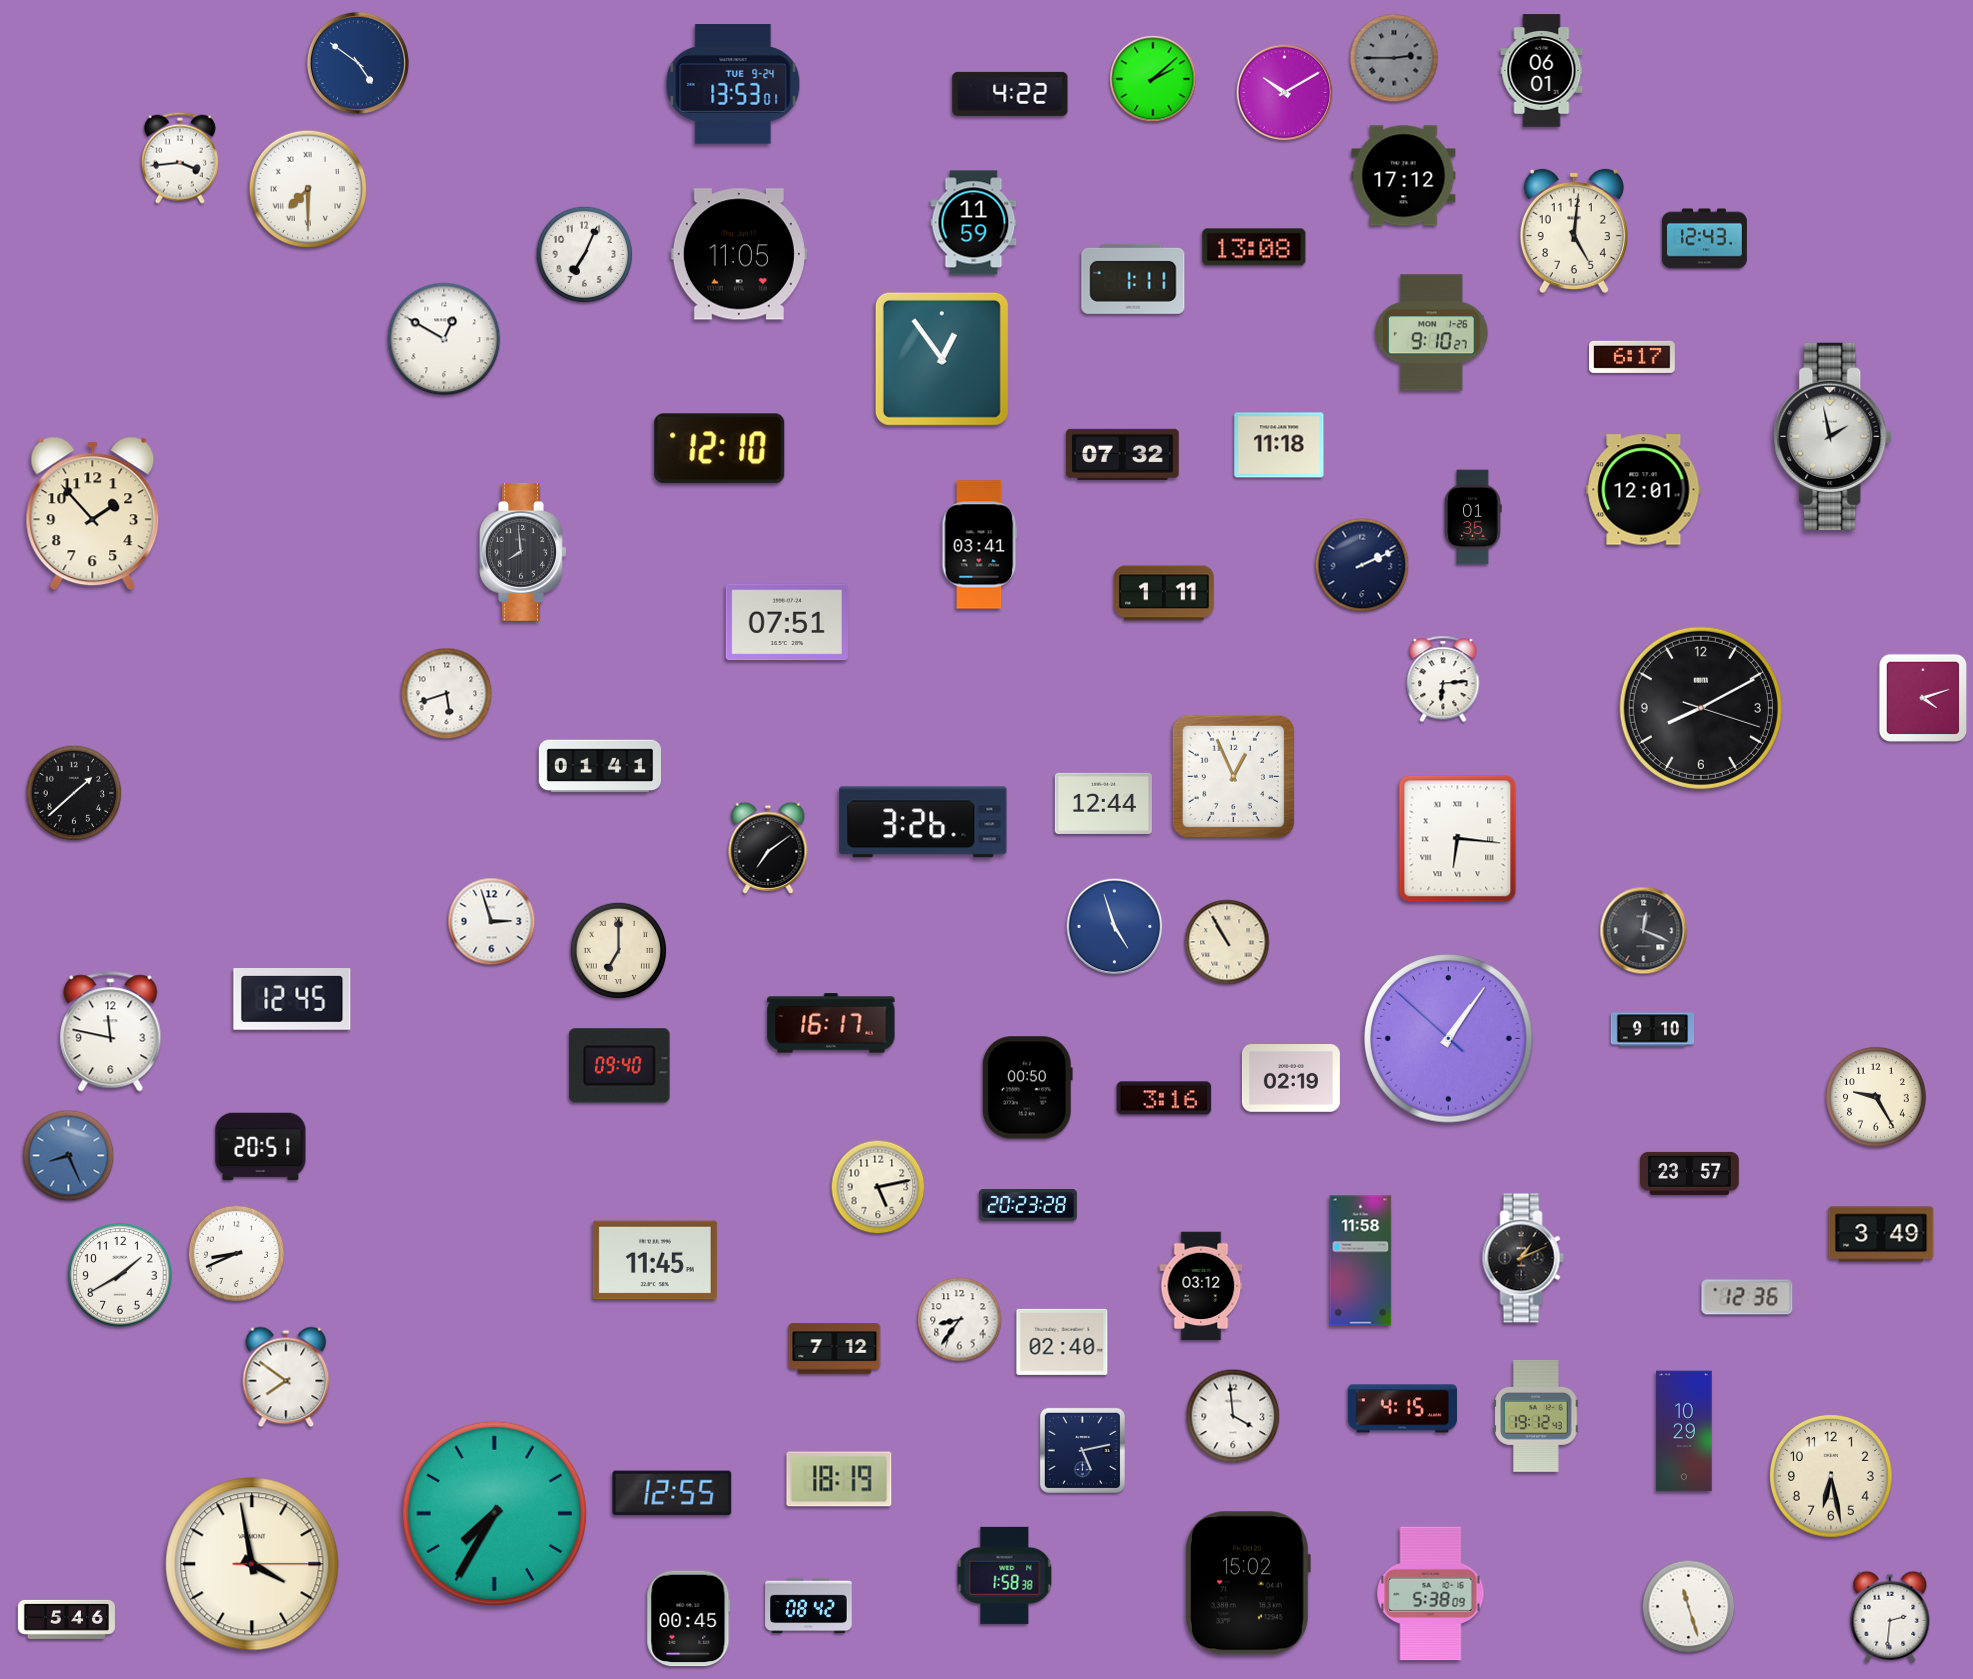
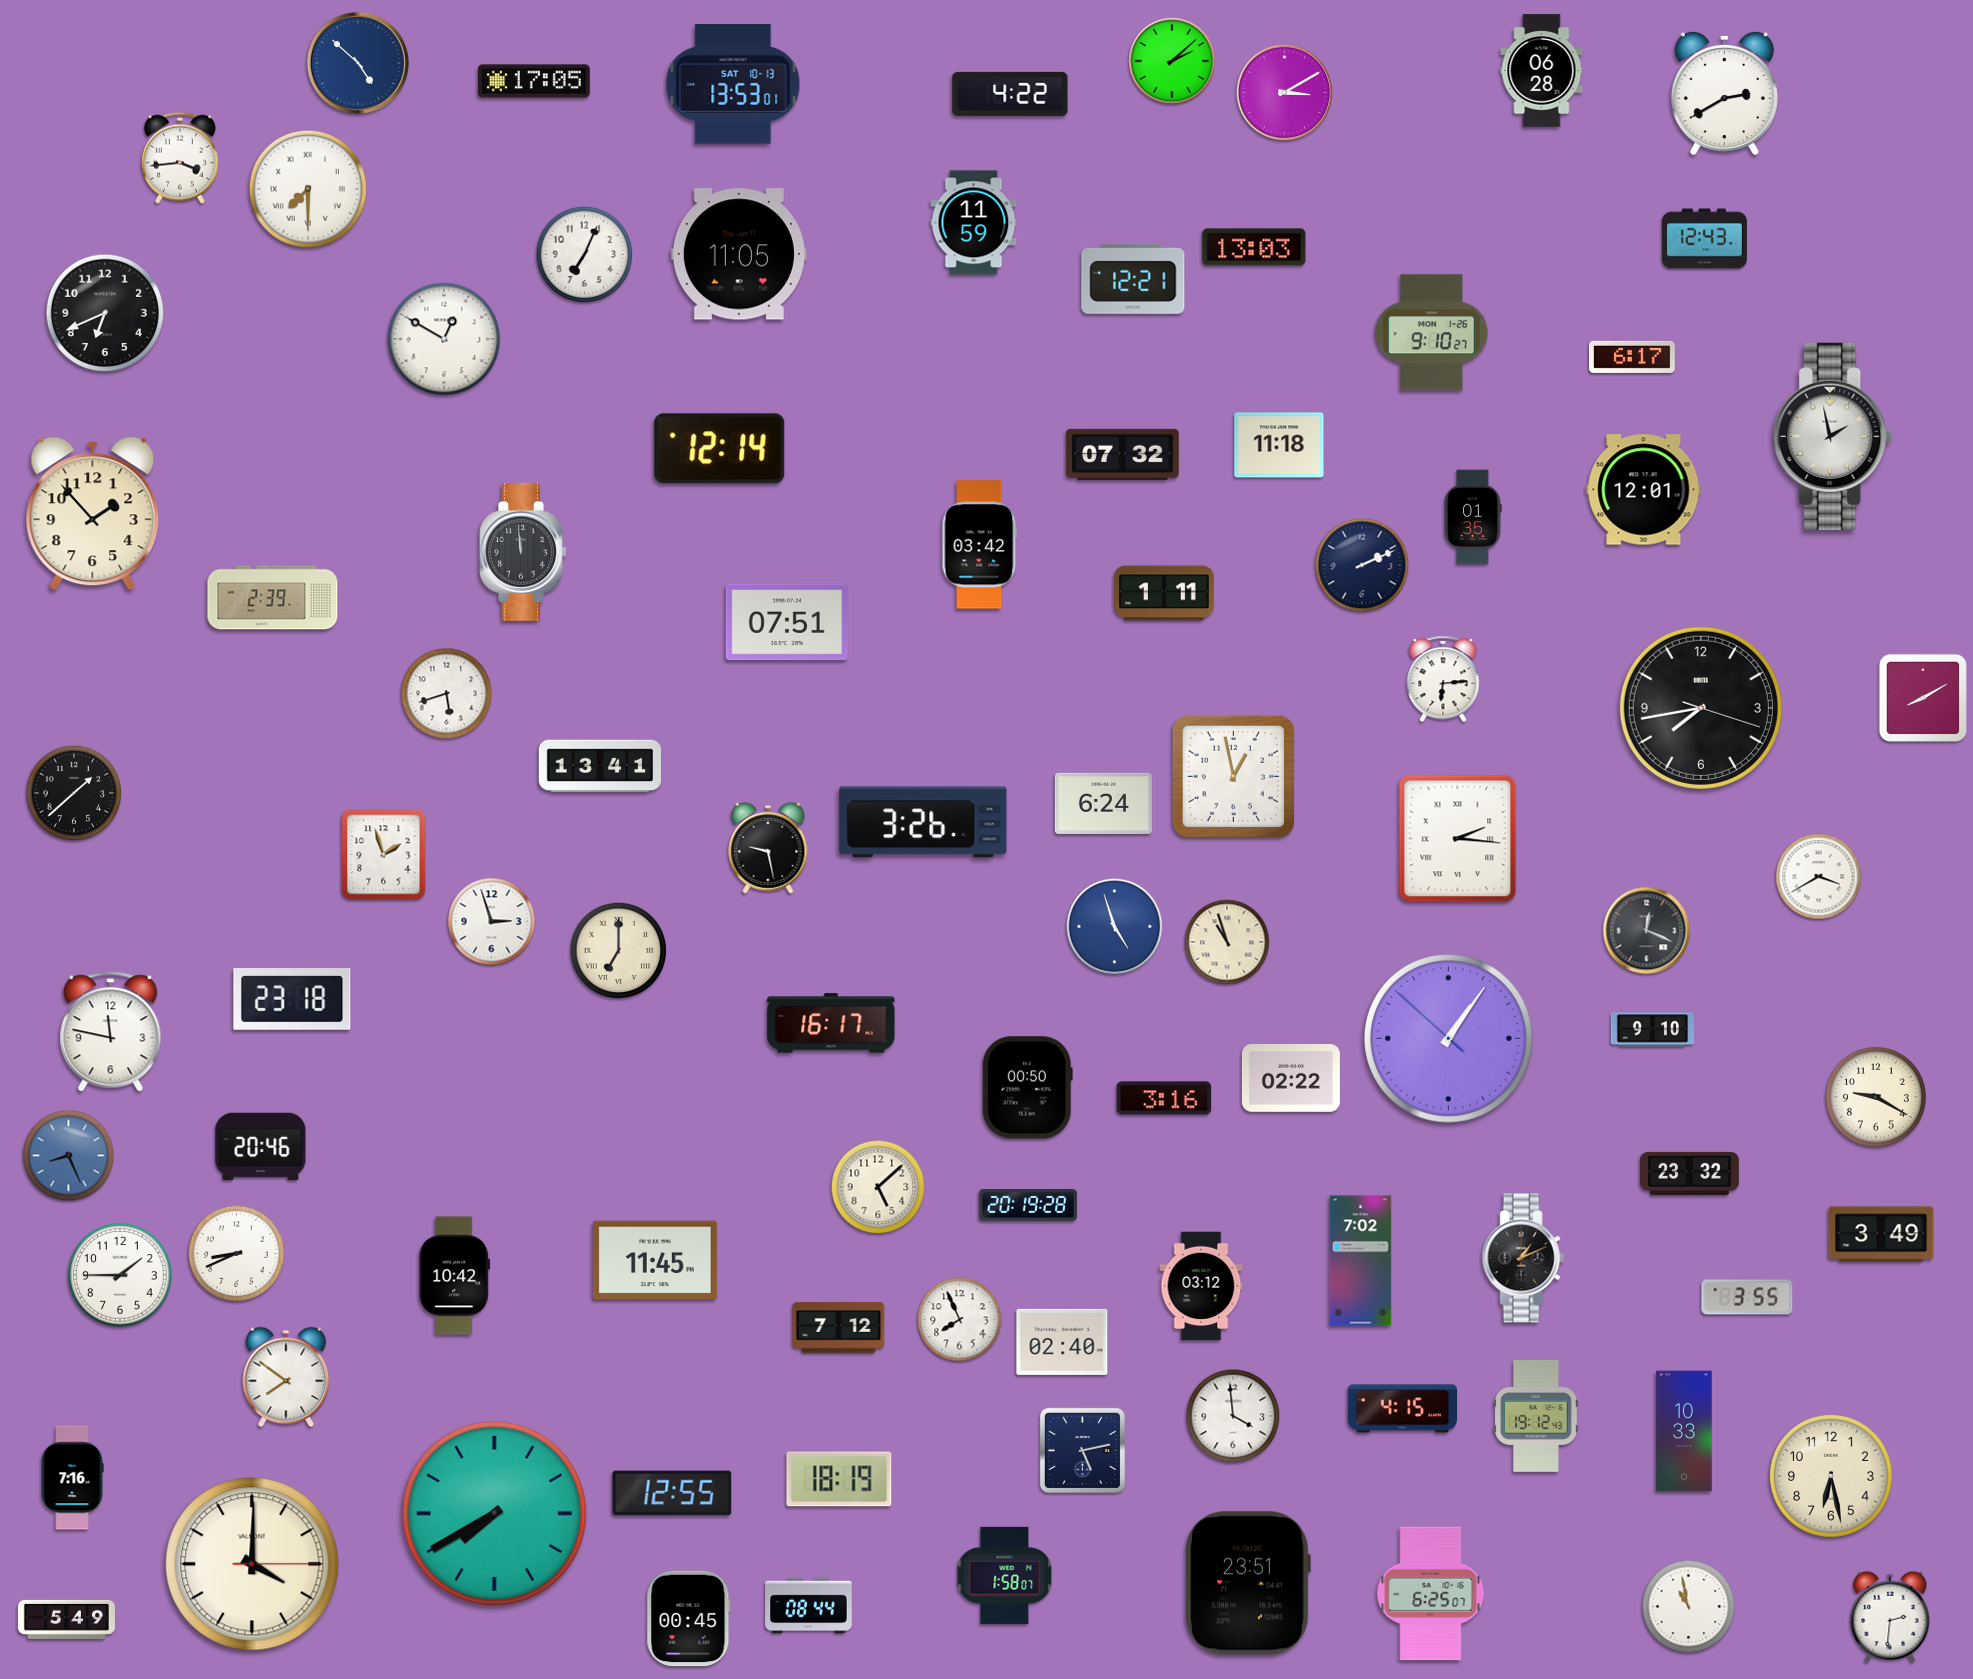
clock at (1394, 58): 2:45 -> none
clock at (358, 63): 4:51 -> 4:52
clock at (1542, 71): 06:01 -> 06:28
clock at (1153, 79) position: (1153, 79) -> (1172, 61)
clock at (535, 81): none -> 17:05
clock at (733, 84) date: TUE 9-24 -> SAT 10-13
clock at (1285, 93): 10:10 -> 3:10
clock at (1724, 93): none -> 2:40
clock at (1404, 176): 17:12 -> none
clock at (1574, 231): 5:01 -> none
clock at (1254, 247): 13:08 -> 13:03
clock at (1133, 279): 1:11 -> 12:21
clock at (105, 313): none -> 6:41
clock at (942, 359): 12:54 -> none
clock at (720, 449): 12:10 -> 12:14
clock at (980, 545): 03:41 -> 03:42
clock at (523, 552): 7:59 -> 11:59
clock at (273, 598): none -> 2:39
clock at (1923, 698): 4:12 -> 8:10
clock at (1701, 708): 8:10 -> 7:43
clock at (599, 766): 01:41 -> 13:41
clock at (1233, 776): 12:56 -> 12:58
clock at (1103, 803): 12:44 -> 6:24
clock at (1458, 839): 6:16 -> 2:16
clock at (768, 848): 7:09 -> 9:28
clock at (384, 855): none -> 1:57
clock at (1819, 877): none -> 3:40
clock at (1644, 931) position: (1644, 931) -> (1647, 931)
clock at (1227, 942): 10:55 -> 10:57
clock at (292, 1000): 12:45 -> 23:18
clock at (620, 1066): 09:40 -> none
clock at (1291, 1078): 02:19 -> 02:22
clock at (1876, 1097): 9:25 -> 9:20
clock at (261, 1147): 20:51 -> 20:46
clock at (1690, 1173): 23:57 -> 23:32
clock at (878, 1187): 5:13 -> 5:08
clock at (1028, 1206): 20:23 -> 20:19
clock at (1361, 1261): 11:58 -> 7:02
clock at (120, 1275): 1:40 -> 1:45
clock at (455, 1276): none -> 10:42
clock at (1747, 1297): 12:36 -> 3:55
clock at (960, 1320): 8:36 -> 7:56
clock at (835, 1349) position: (835, 1349) -> (839, 1328)
clock at (1684, 1431): 10:29 -> 10:33
clock at (72, 1478): none -> 7:16
clock at (494, 1513): 7:35 -> 7:40
clock at (252, 1564): 3:58 -> 4:00
clock at (1005, 1575): 1:58:38 -> 1:58:07
clock at (1248, 1583): 15:02 -> 23:51
clock at (1431, 1594): 5:38 -> 6:25
clock at (809, 1606): 08:42 -> 08:44
clock at (1689, 1607): 11:27 -> 10:58
clock at (66, 1619): 5:46 -> 5:49
